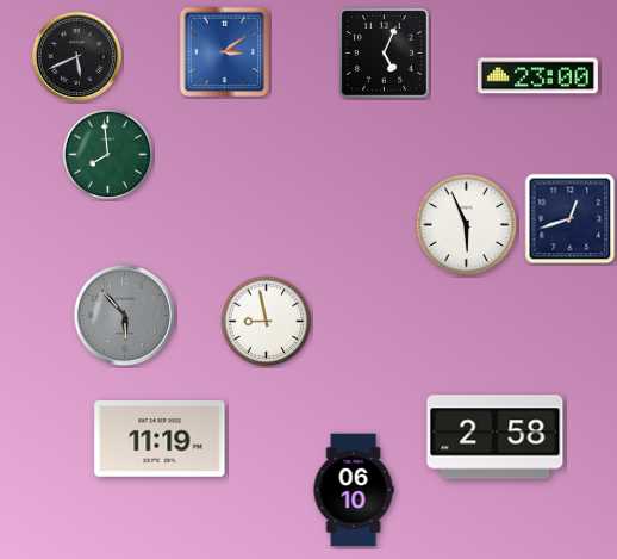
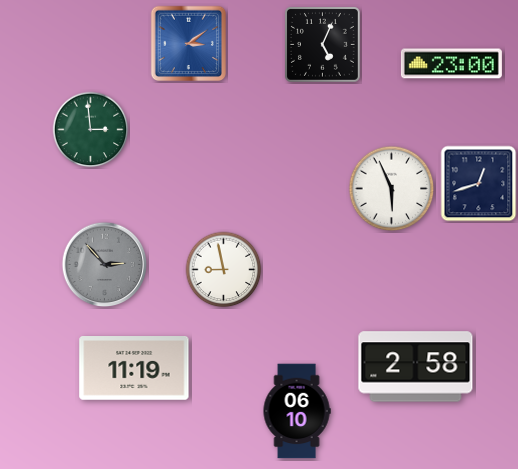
clock at (76, 56): 5:41 -> none
clock at (108, 155): 7:59 -> 2:59
clock at (125, 316): 5:53 -> 2:53
